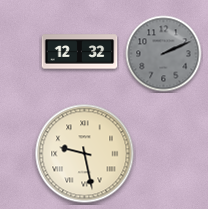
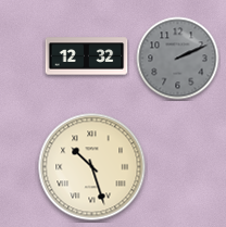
clock at (85, 154): 9:28 -> 10:27
